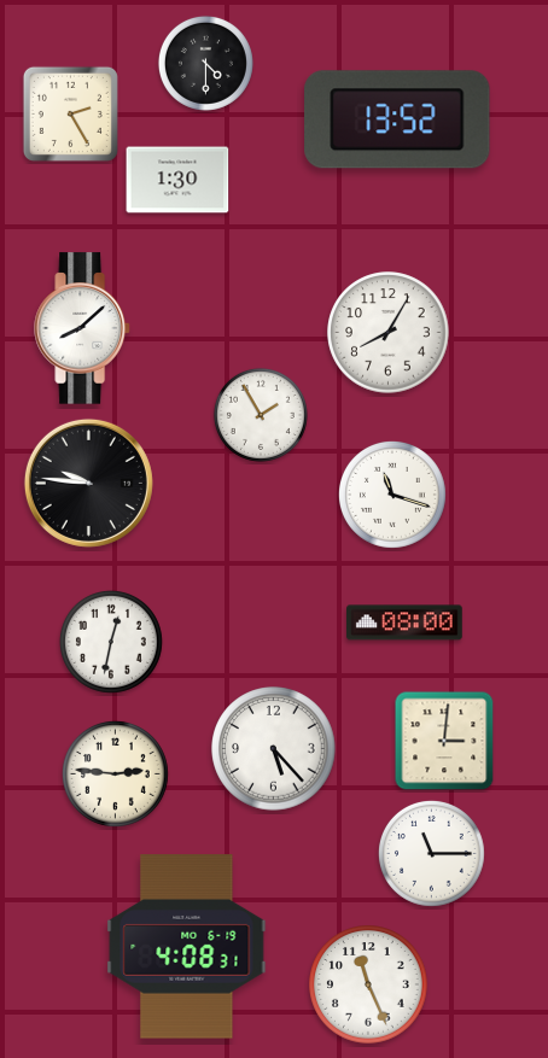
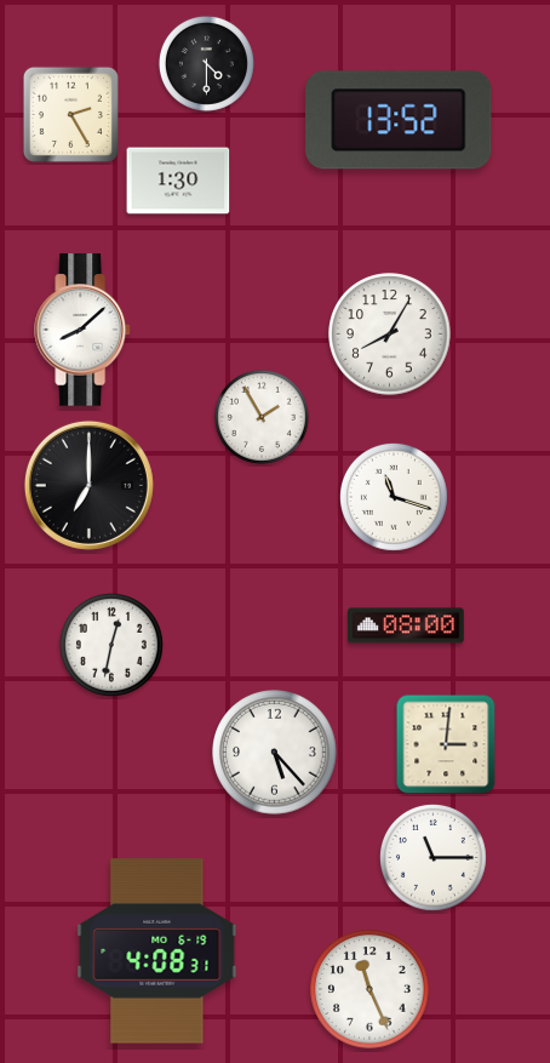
clock at (88, 483): 9:46 -> 7:00
clock at (115, 773): 2:46 -> none
clock at (187, 947) position: (187, 947) -> (157, 951)
